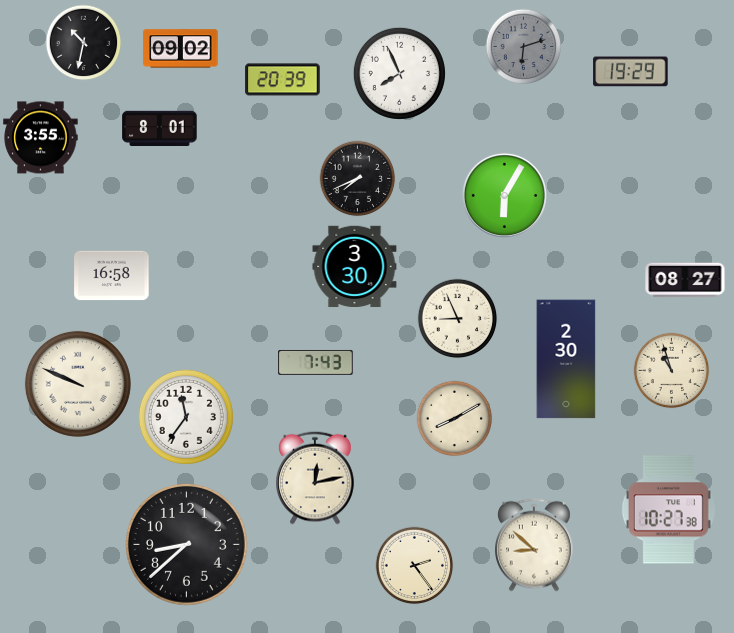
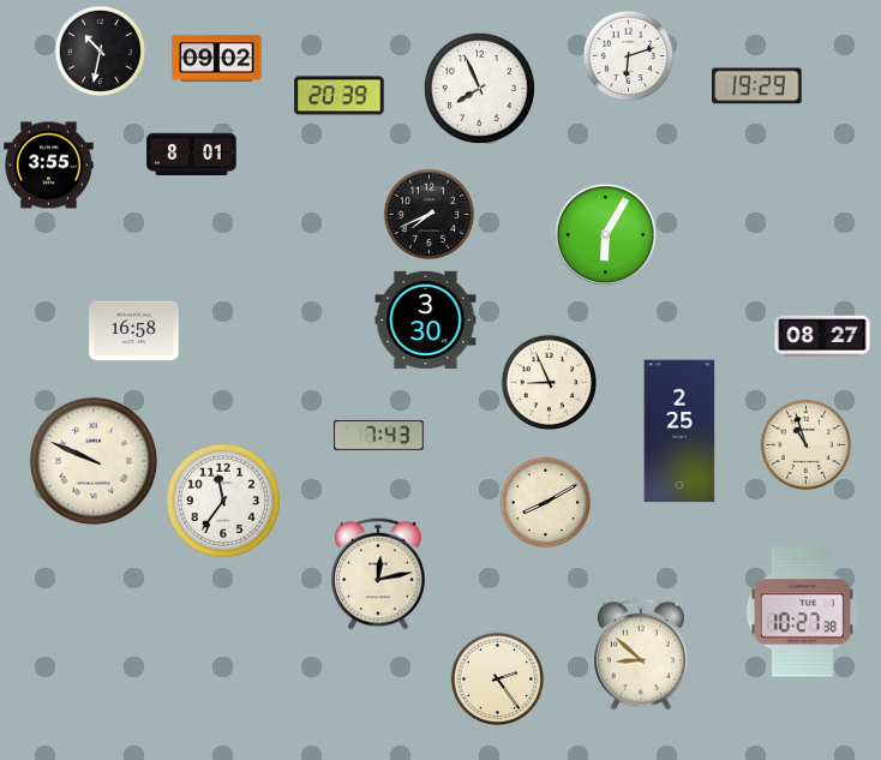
clock at (524, 47) dial: grey -> white
clock at (566, 359): 2:30 -> 2:25
clock at (186, 544): 8:38 -> none
